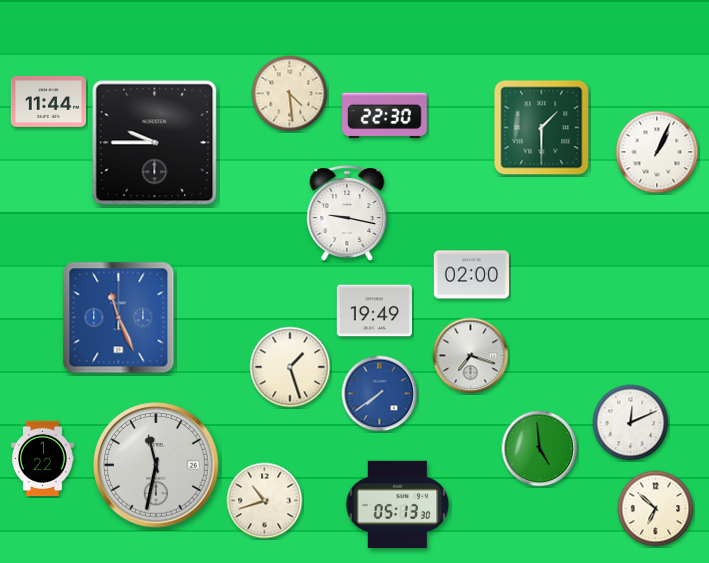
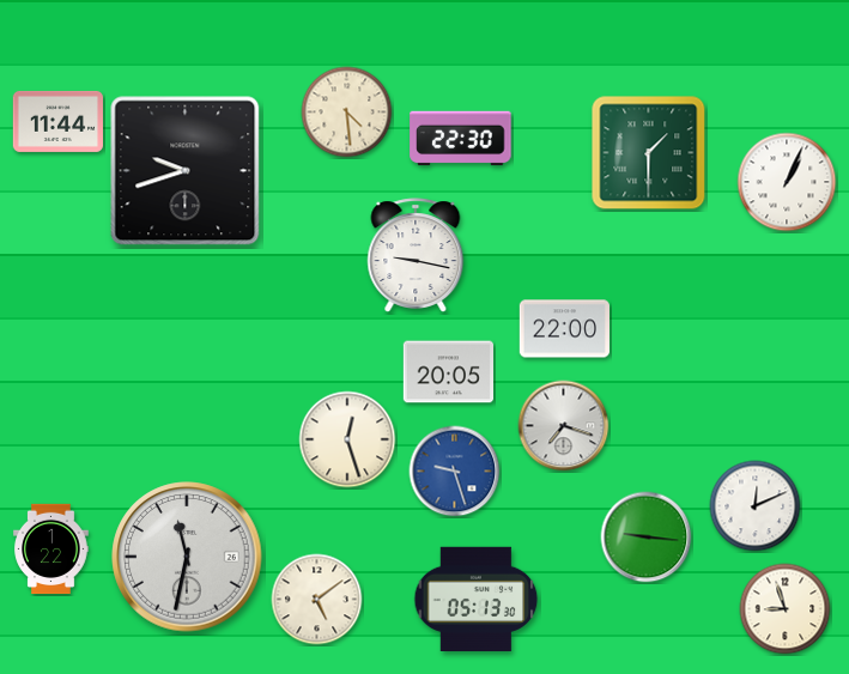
clock at (155, 143): 9:45 -> 9:42
clock at (471, 275): 02:00 -> 22:00
clock at (374, 311): 19:49 -> 20:05
clock at (119, 318): 11:26 -> none
clock at (290, 367): 1:27 -> 12:27
clock at (380, 394): 7:39 -> 9:27
clock at (540, 449): 4:59 -> 9:16
clock at (265, 501): 10:42 -> 5:09
clock at (398, 504) position: (398, 504) -> (477, 599)
clock at (656, 509): 6:52 -> 8:57
